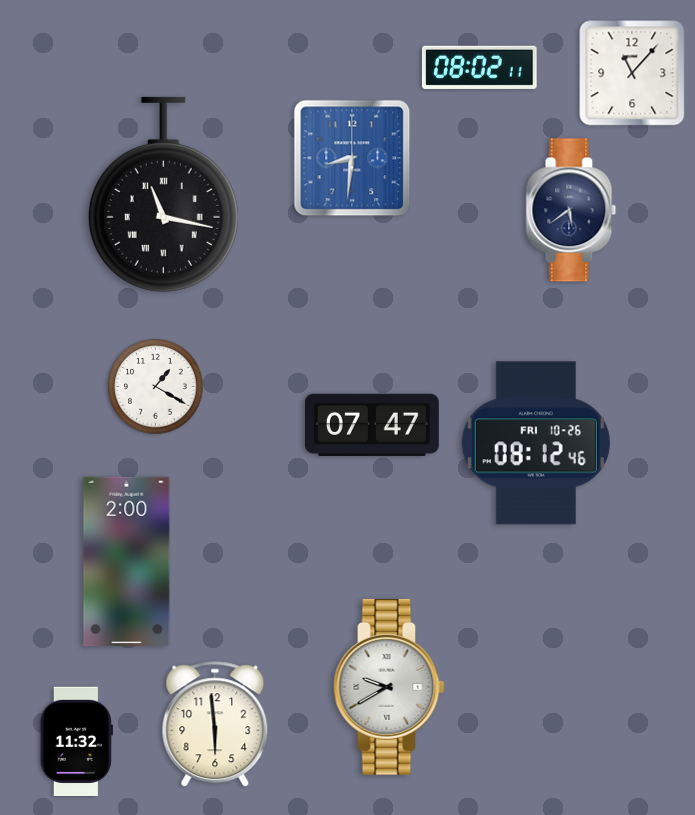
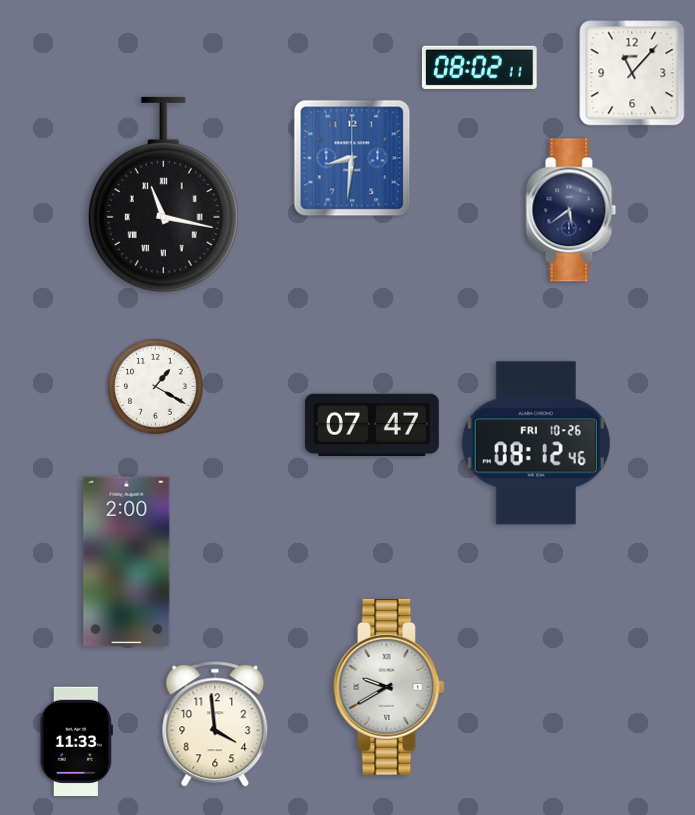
clock at (215, 725): 5:59 -> 3:59
clock at (76, 742): 11:32 -> 11:33
